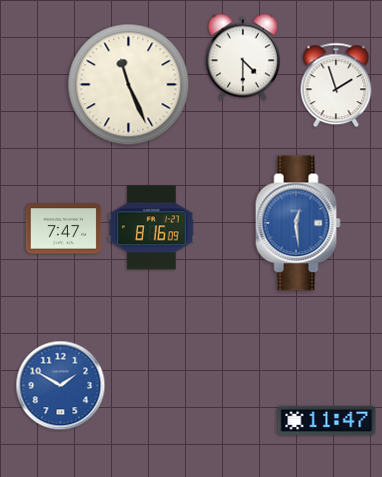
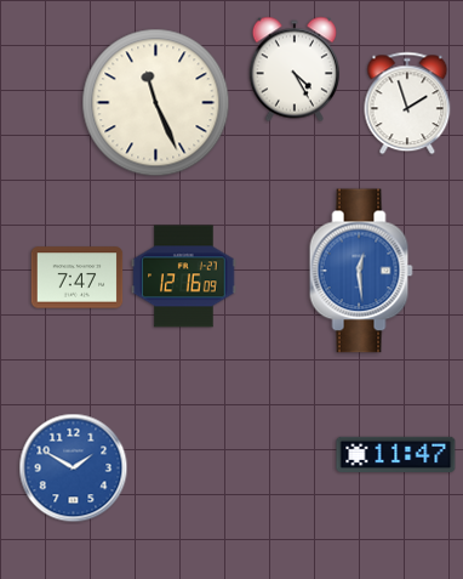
clock at (243, 57): 4:30 -> 4:25
clock at (152, 228): 8:16 -> 12:16
clock at (327, 420) position: (327, 420) -> (396, 454)
